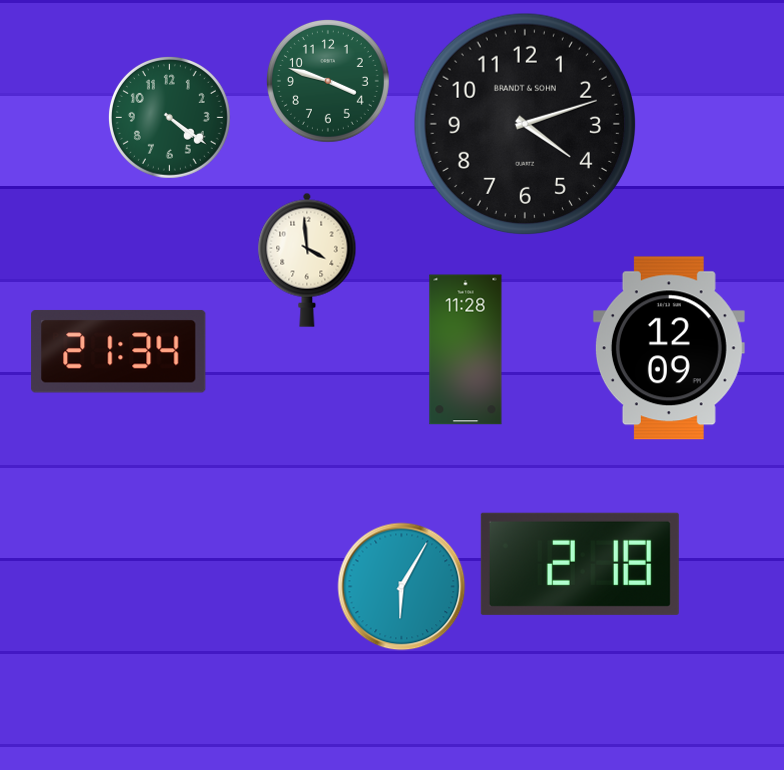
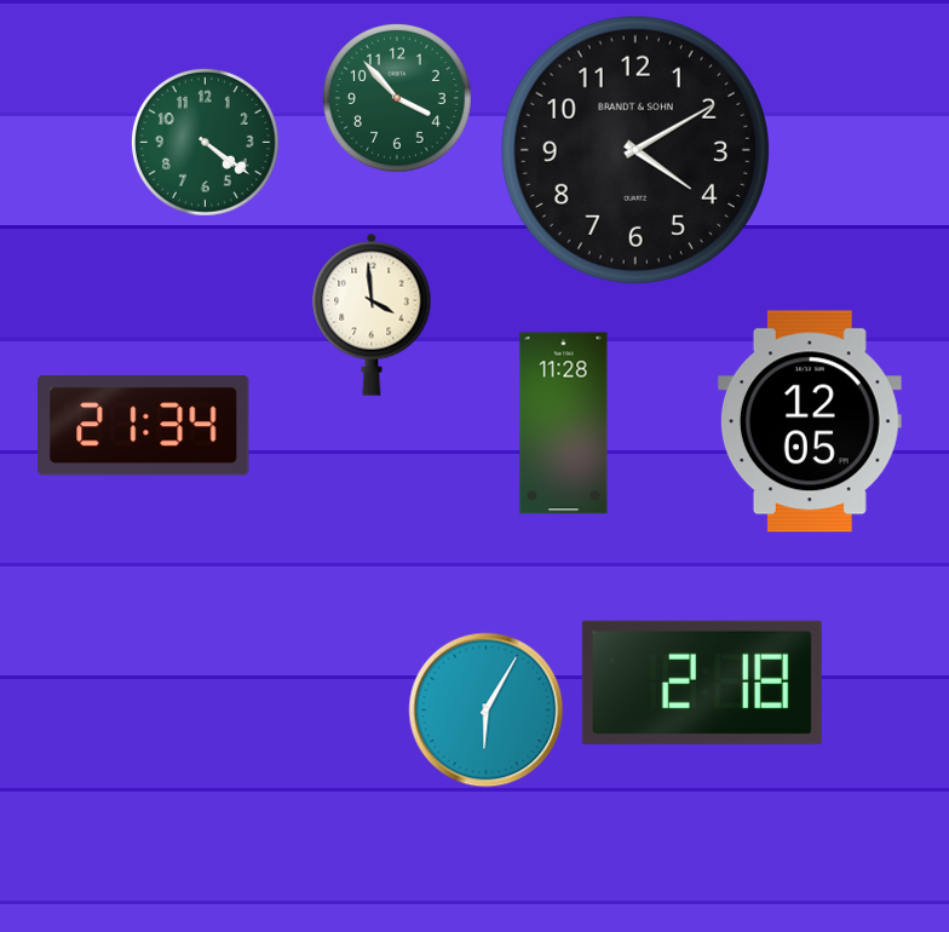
clock at (328, 81): 3:48 -> 3:53
clock at (524, 123): 4:12 -> 4:10
clock at (669, 348): 12:09 -> 12:05
